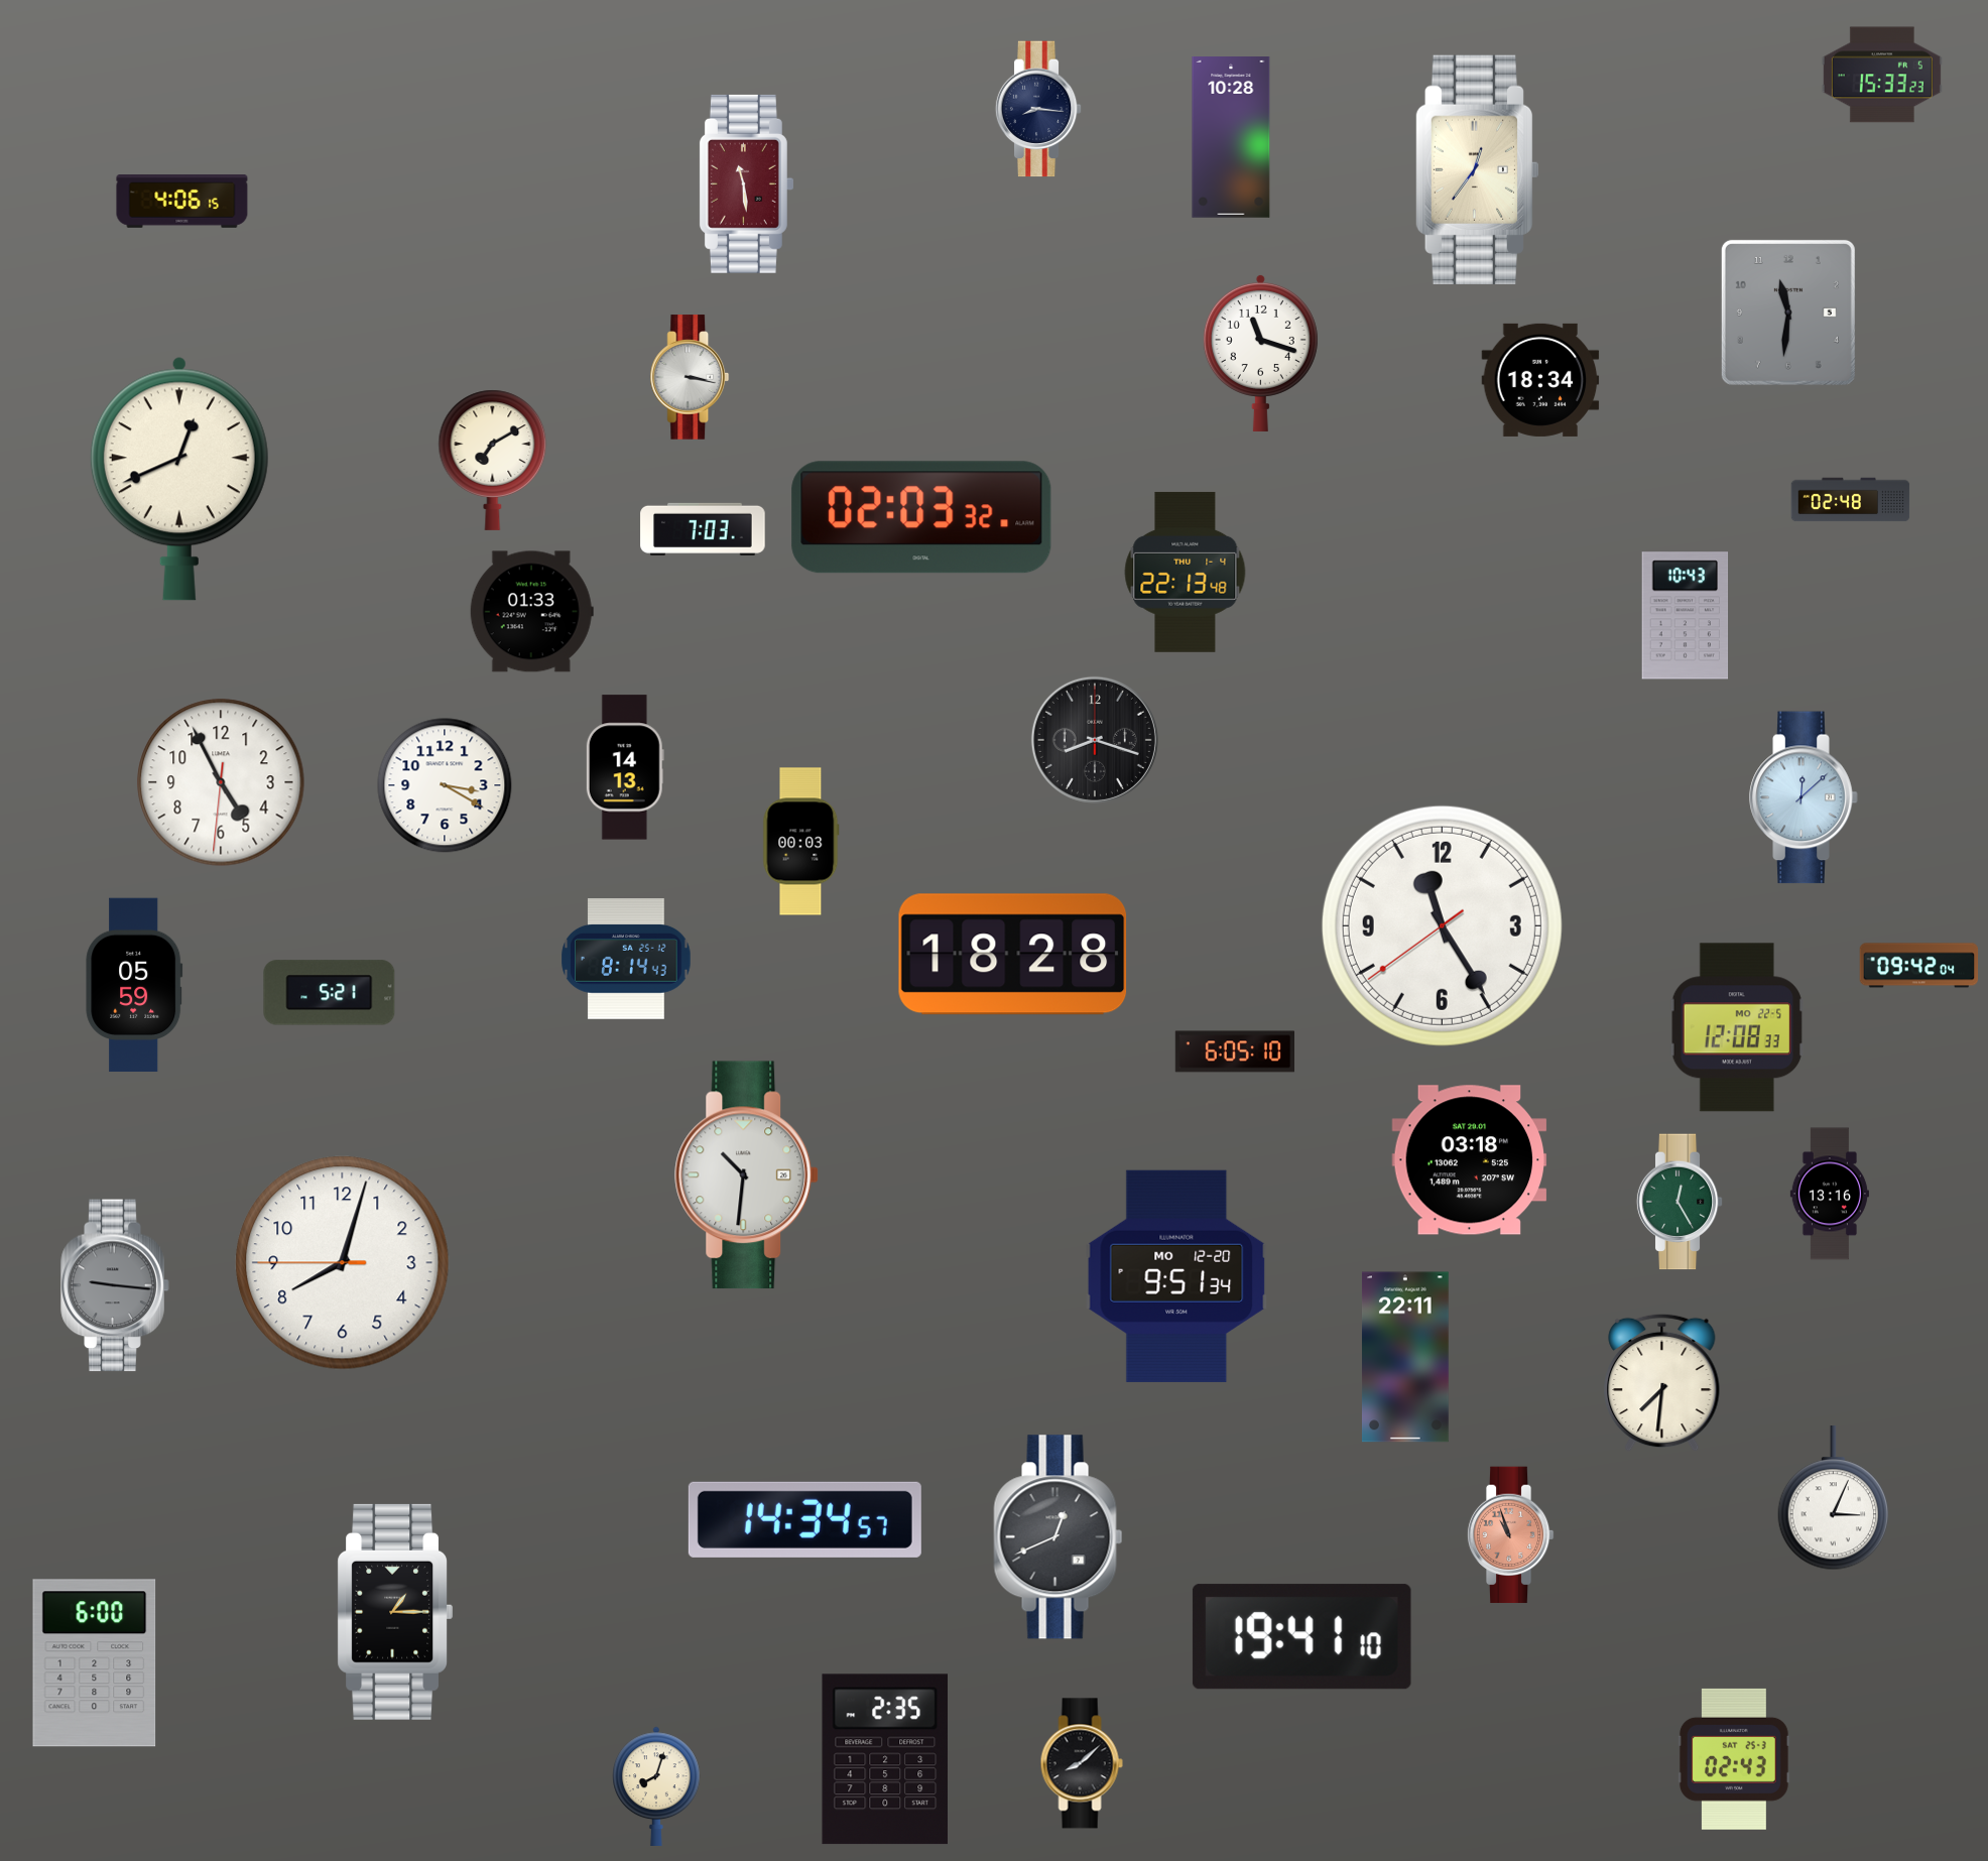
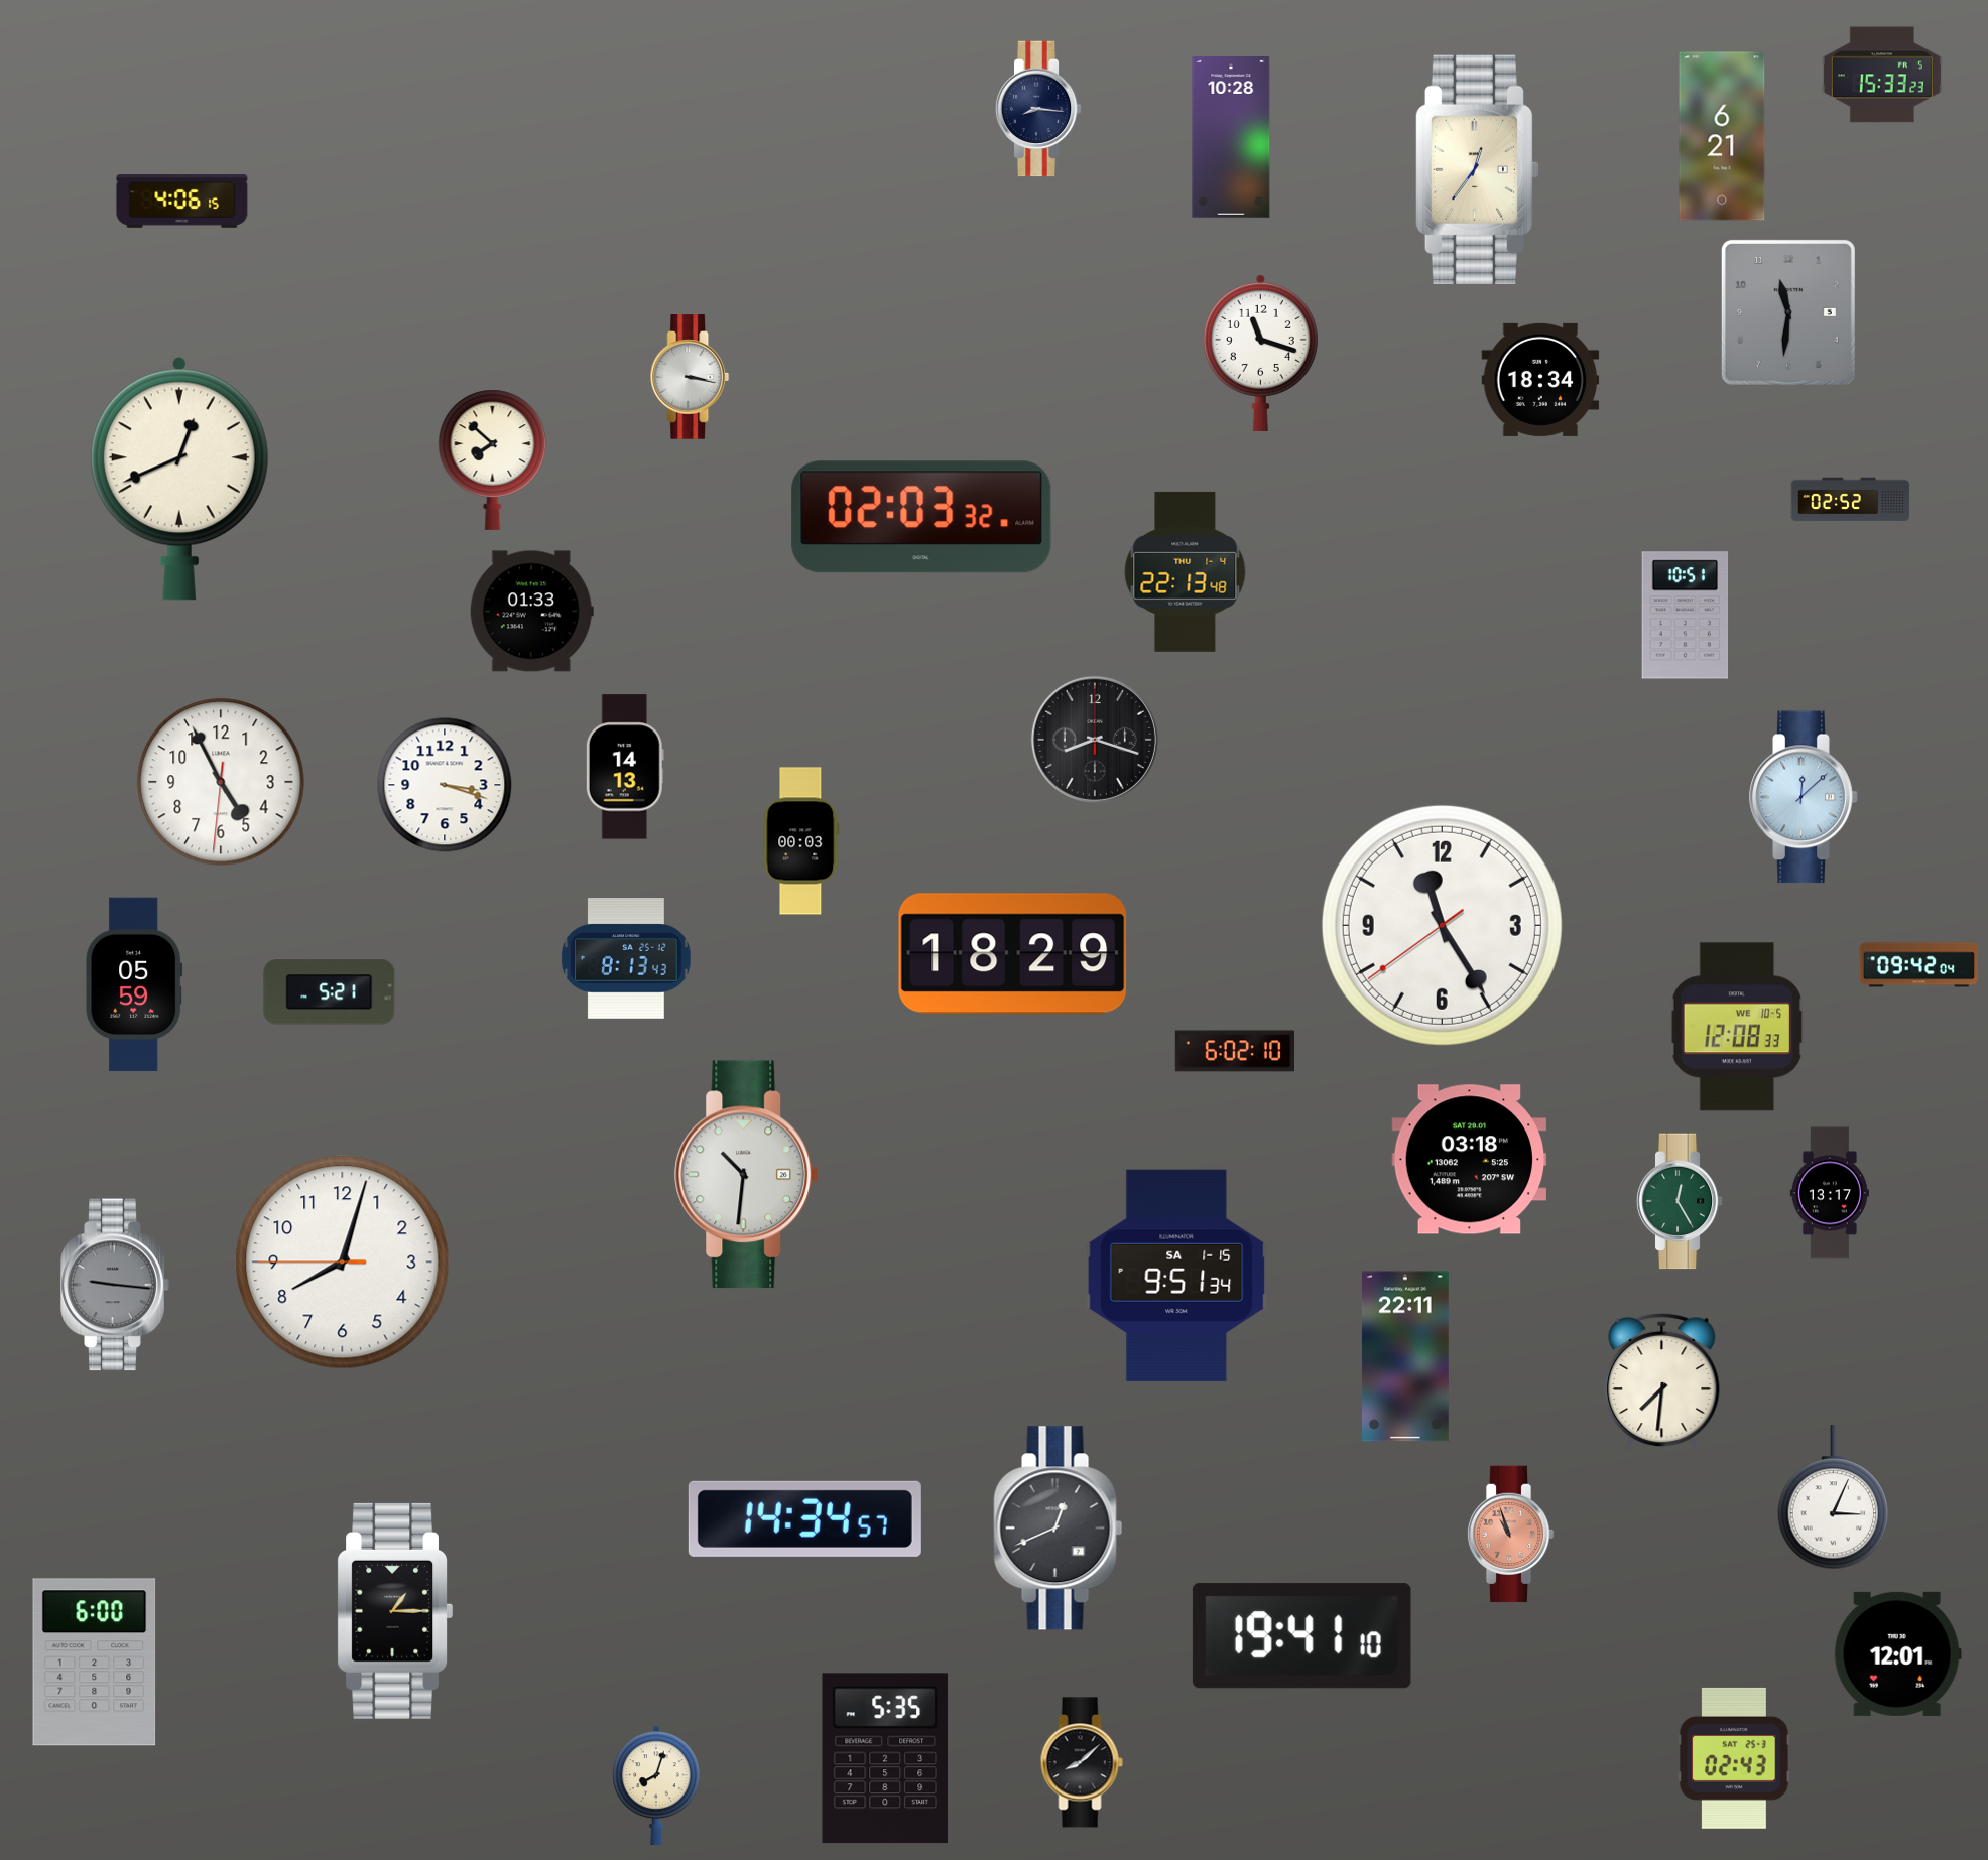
clock at (1722, 136): none -> 6:21
clock at (746, 183): 11:29 -> none
clock at (493, 460): 7:10 -> 7:52
clock at (1851, 500): 02:48 -> 02:52
clock at (703, 529): 7:03 -> none
clock at (1686, 616): 10:43 -> 10:51
clock at (445, 785): 3:20 -> 3:18
clock at (1013, 955): 18:28 -> 18:29
clock at (626, 959): 8:14 -> 8:13
clock at (1737, 1027) date: MO 22-5 -> WE 10-5
clock at (1234, 1051): 6:05 -> 6:02
clock at (1830, 1194): 13:16 -> 13:17
clock at (1176, 1276) date: MO 12-20 -> SA 1-15
clock at (1059, 1537) position: (1059, 1537) -> (1059, 1529)
clock at (1897, 1653): none -> 12:01
clock at (884, 1759): 2:35 -> 5:35
